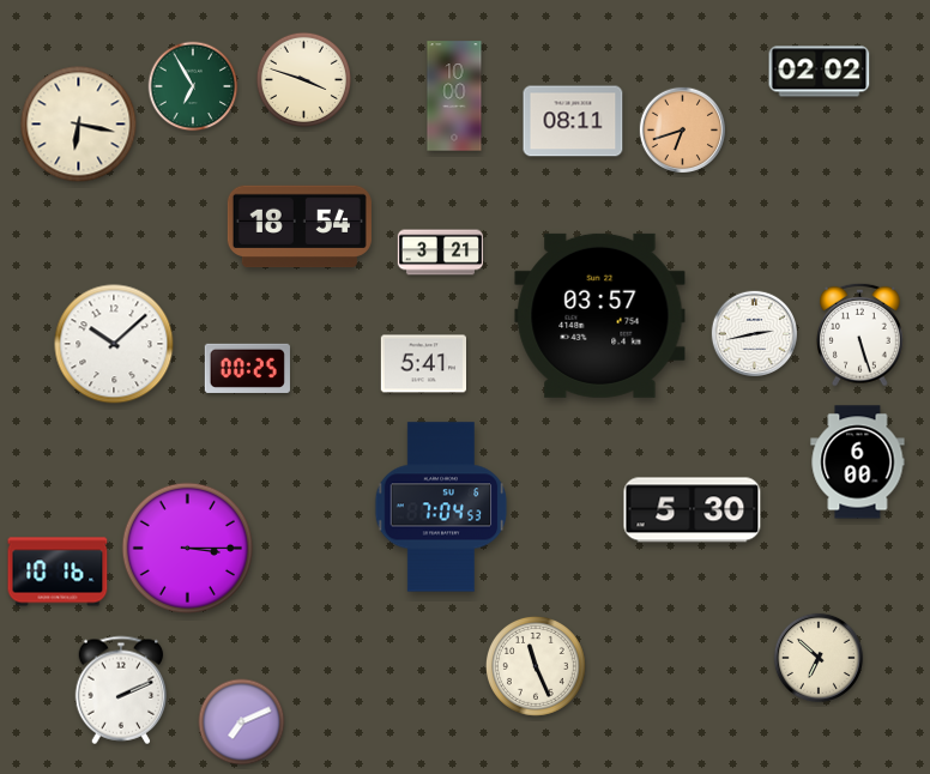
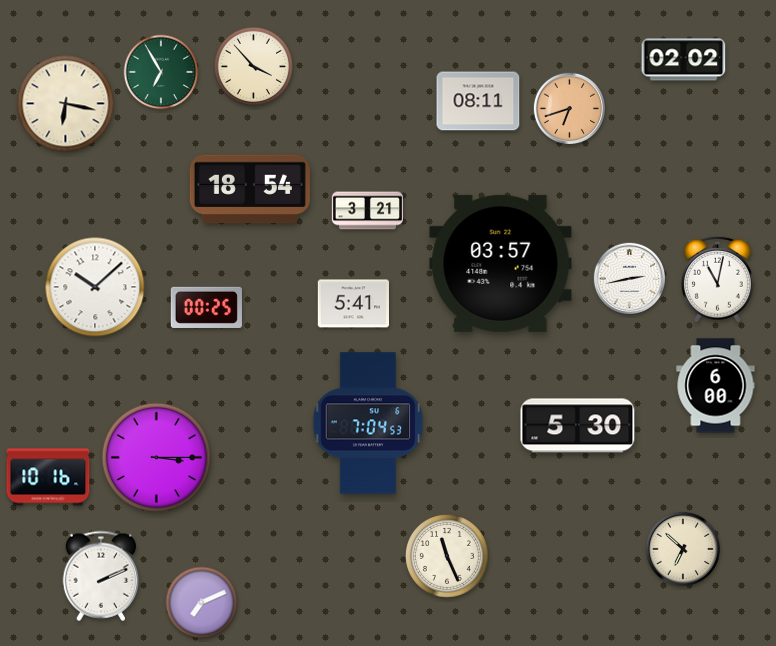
clock at (303, 79): 3:48 -> 3:53
clock at (454, 96): 10:00 -> none
clock at (859, 334): 5:27 -> 11:02
